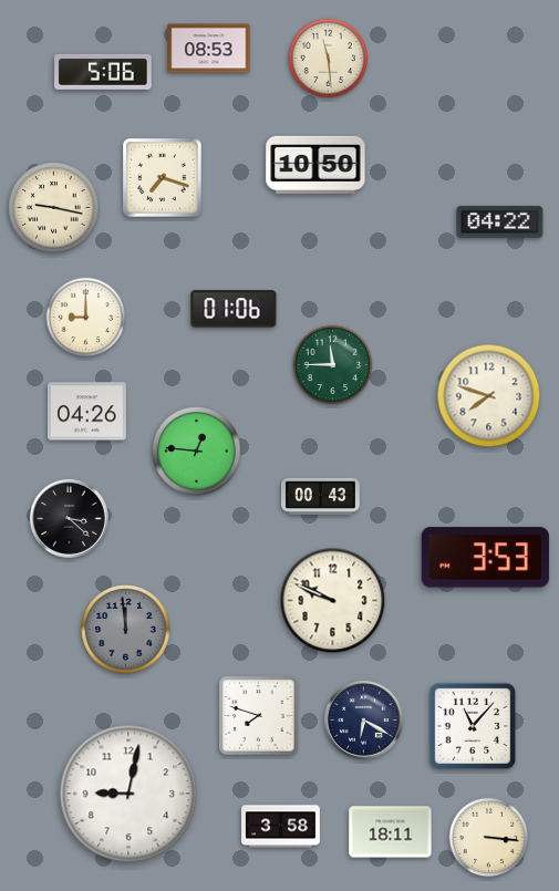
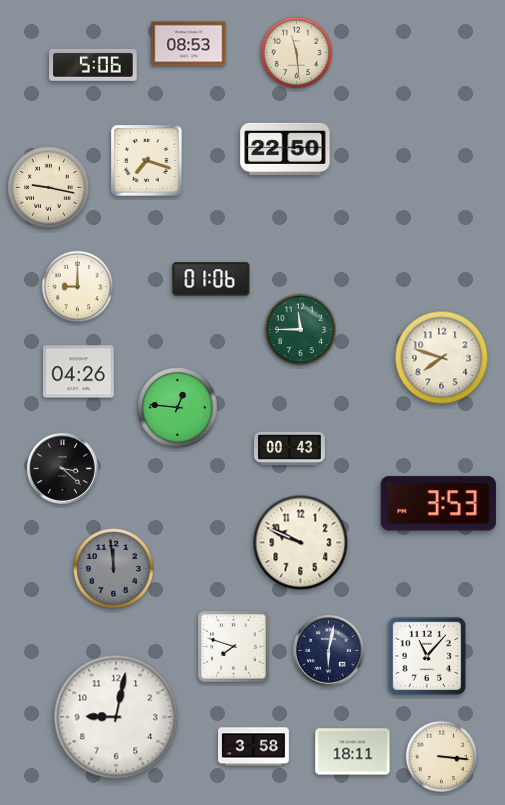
clock at (315, 165): 10:50 -> 22:50
clock at (500, 221): 04:22 -> none
clock at (363, 719): 6:20 -> 6:02
